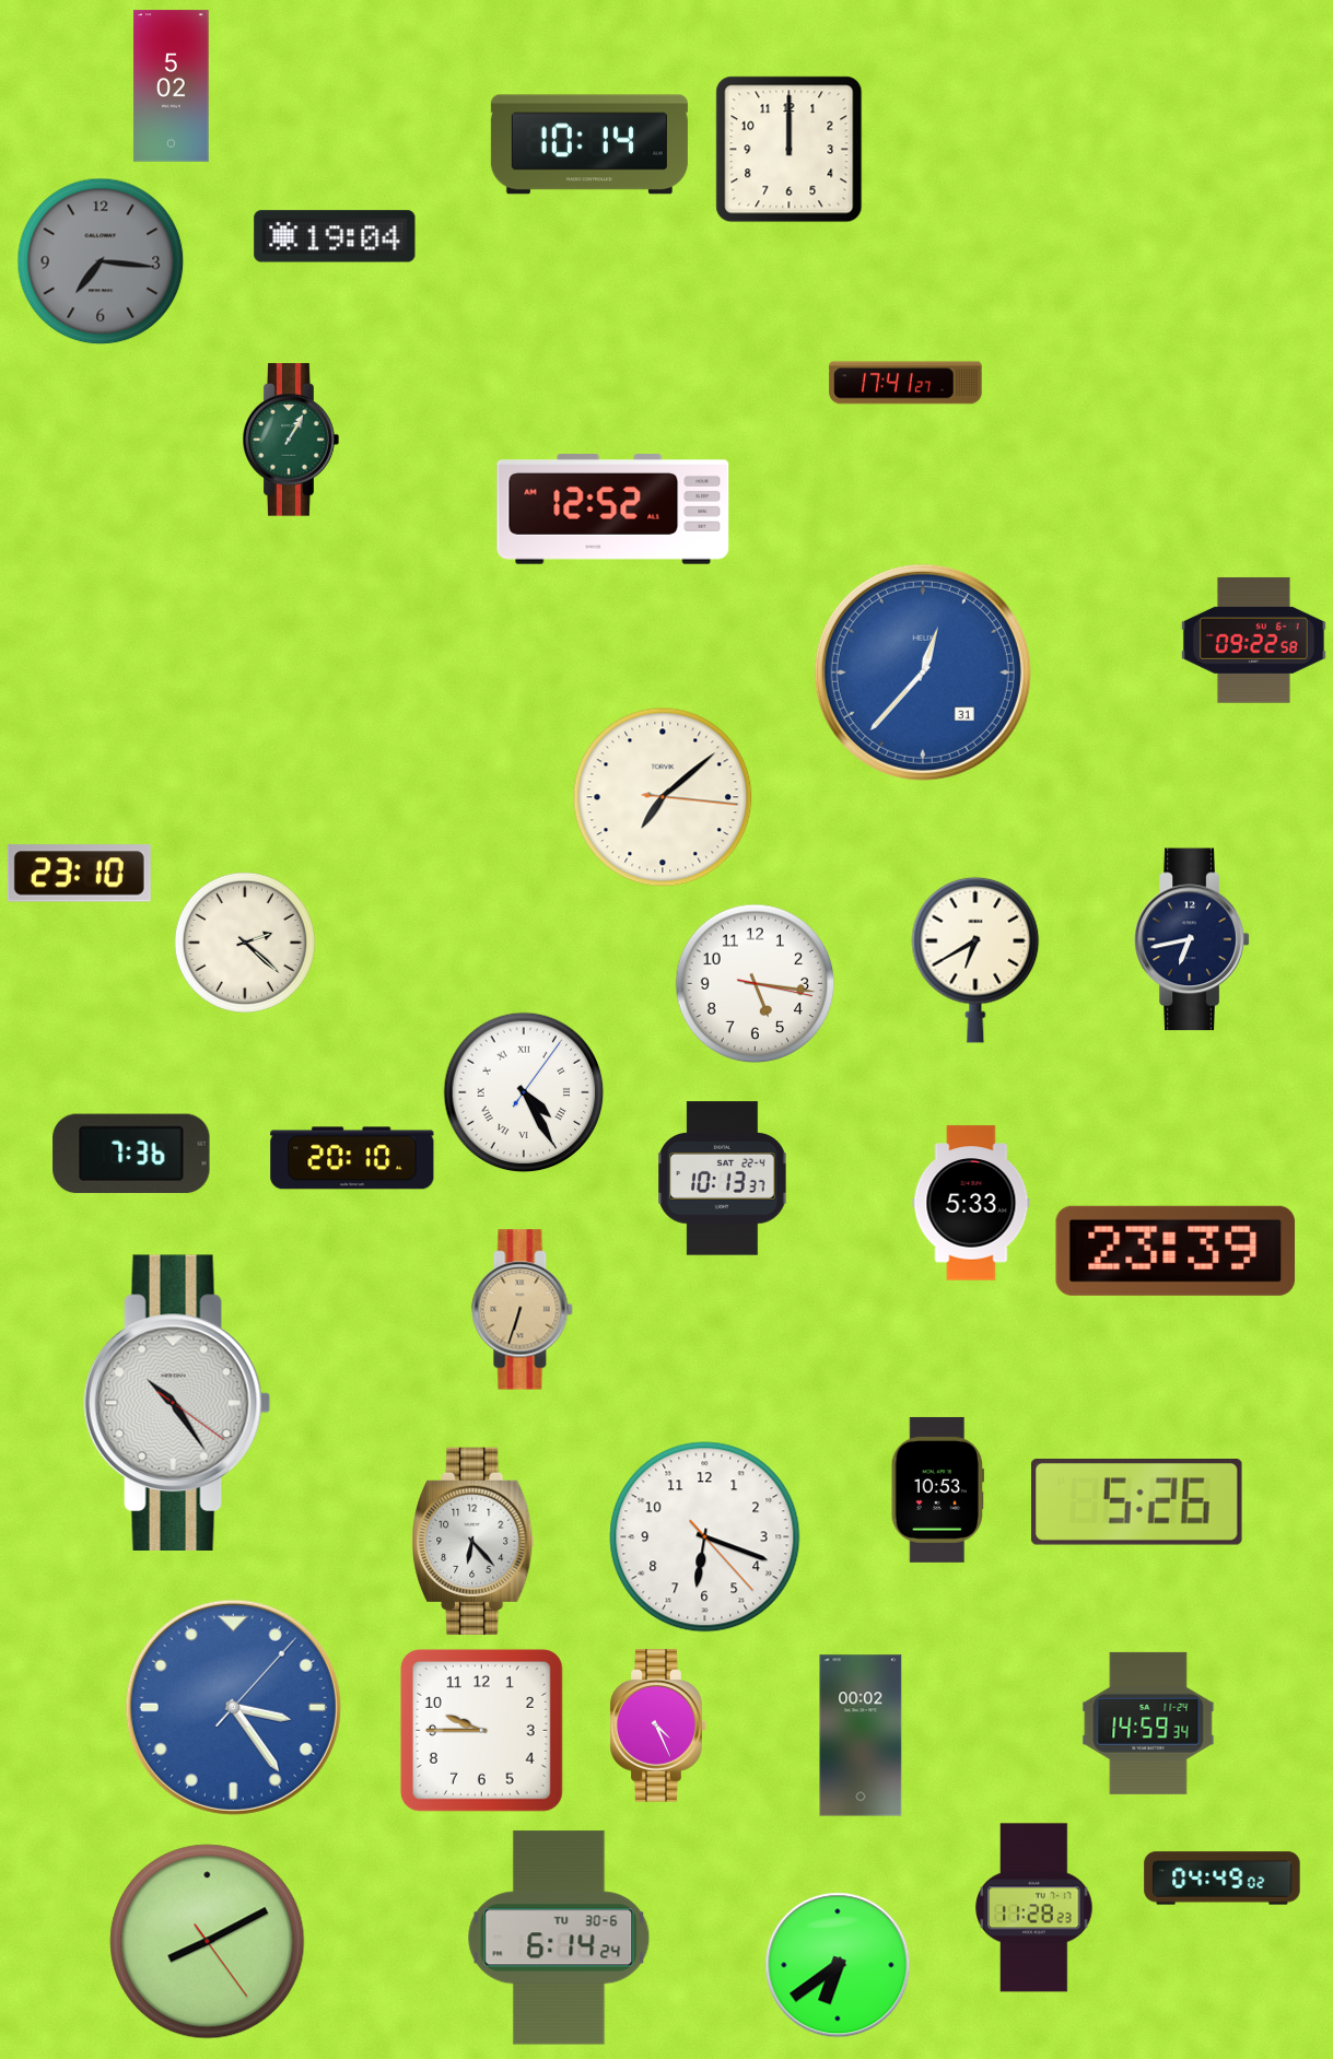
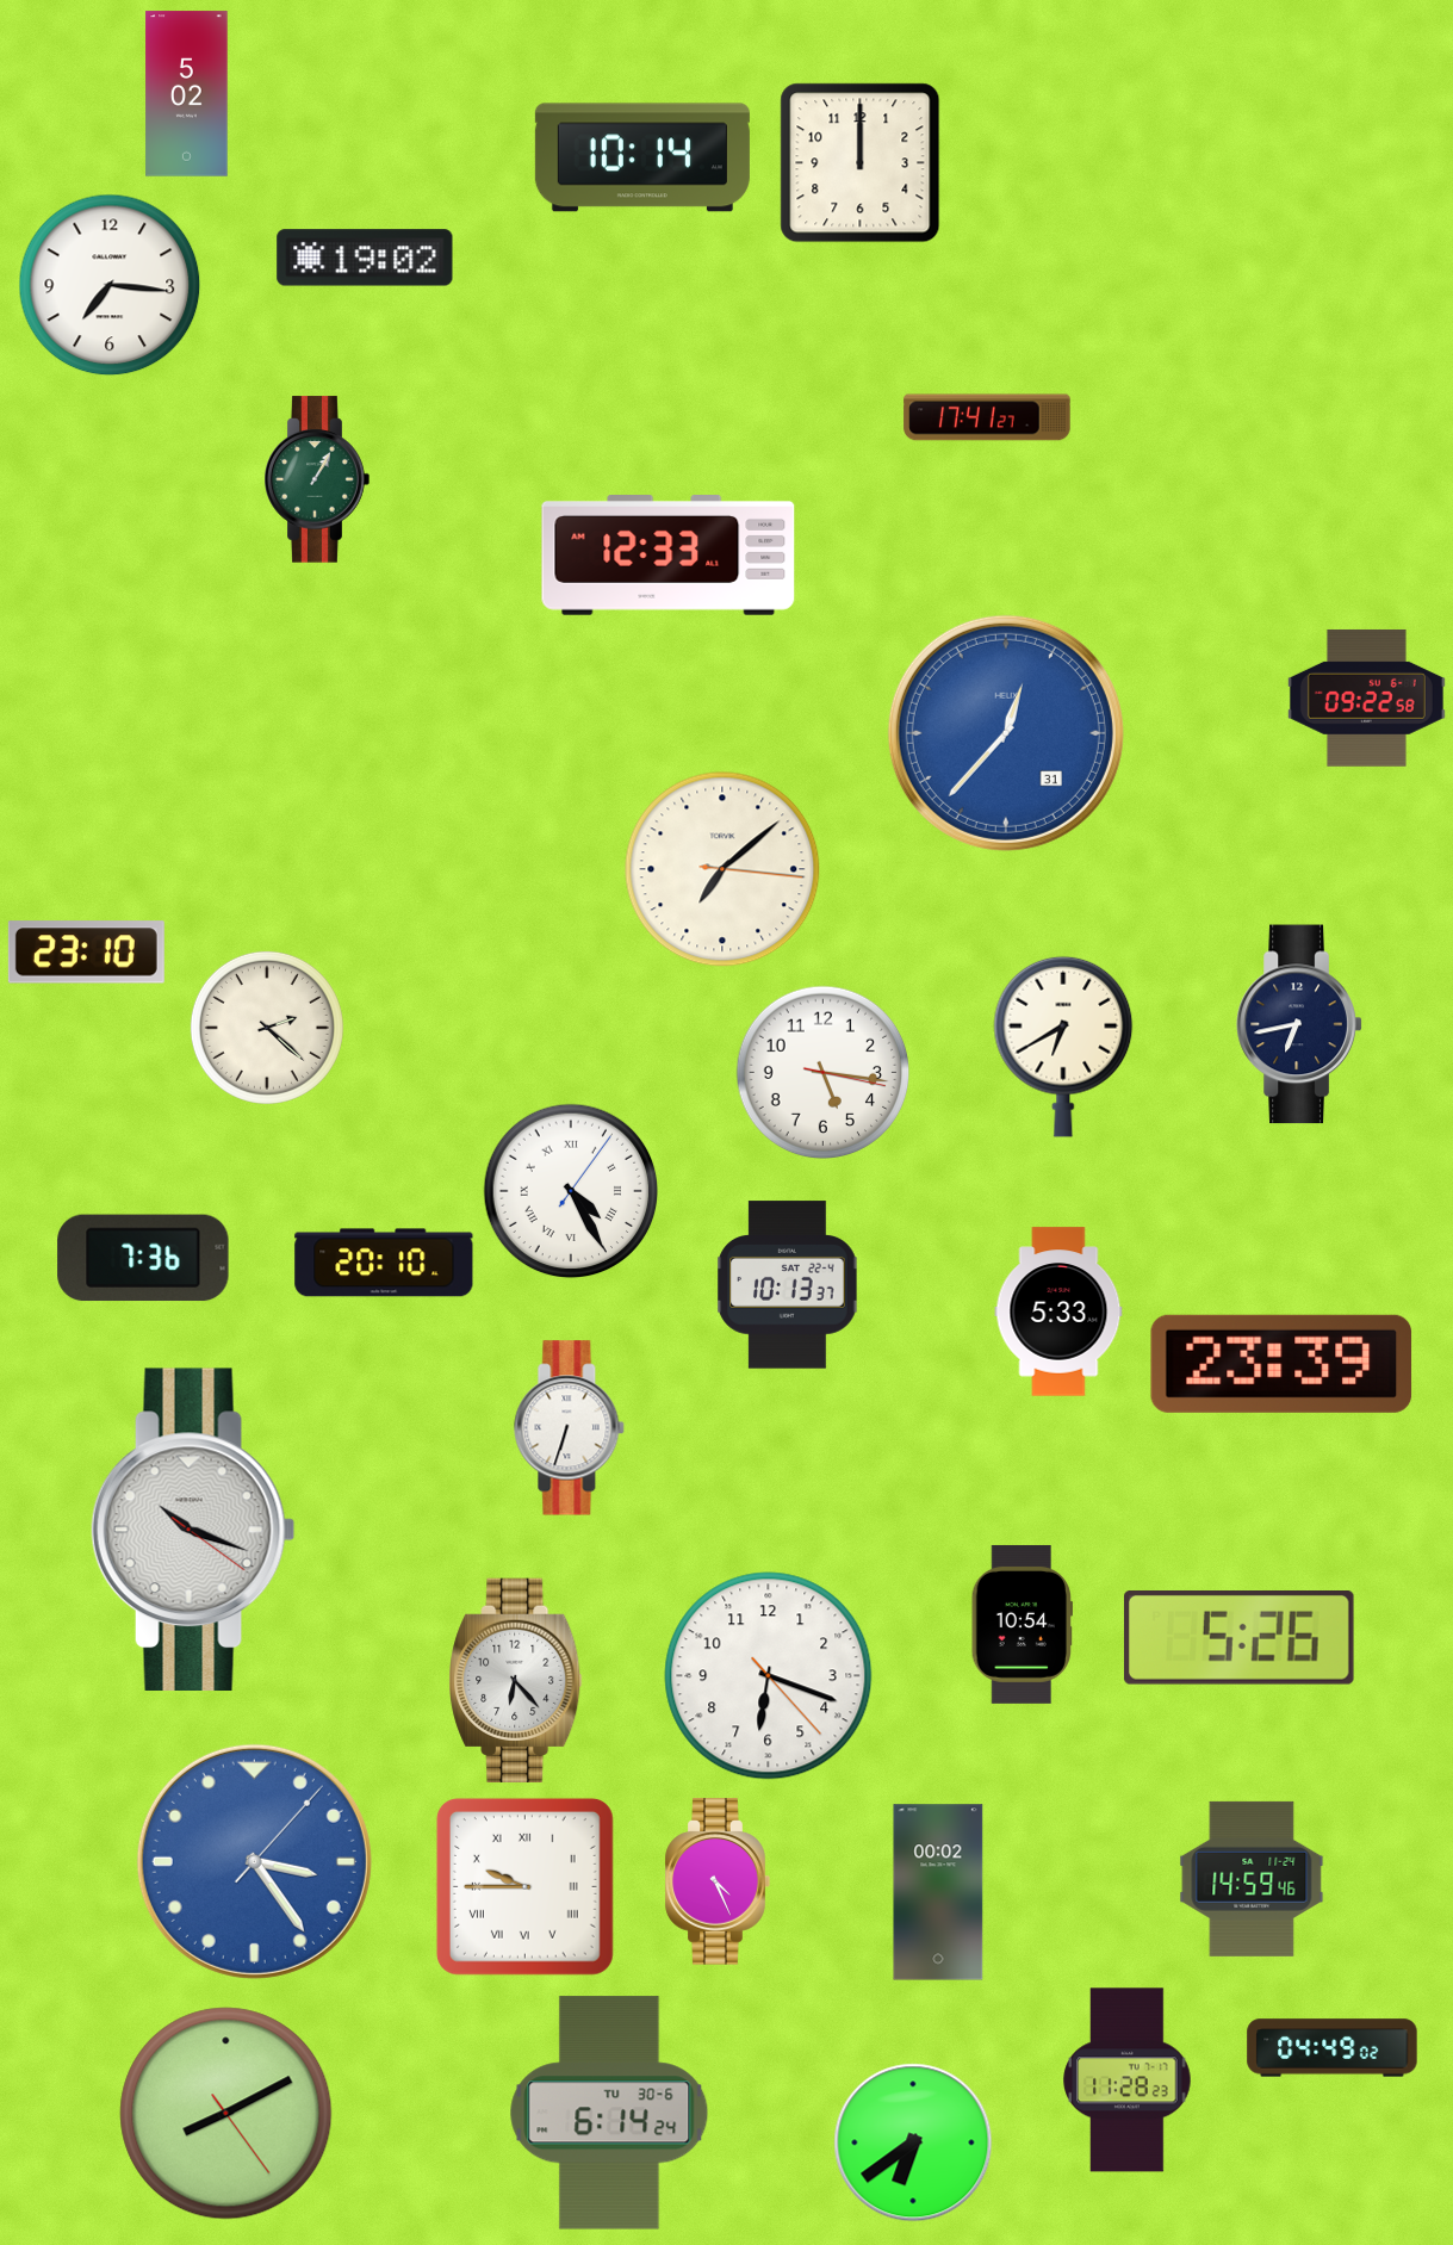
clock at (335, 236): 19:04 -> 19:02
clock at (101, 261) dial: grey -> white
clock at (613, 510): 12:52 -> 12:33
clock at (523, 1310) dial: champagne -> white
clock at (177, 1402): 10:24 -> 10:18
clock at (937, 1489): 10:53 -> 10:54
clock at (1148, 1723): 14:59:34 -> 14:59:46
clock at (481, 1730) numerals: Arabic -> Roman
clock at (208, 1942) position: (208, 1942) -> (226, 2114)
